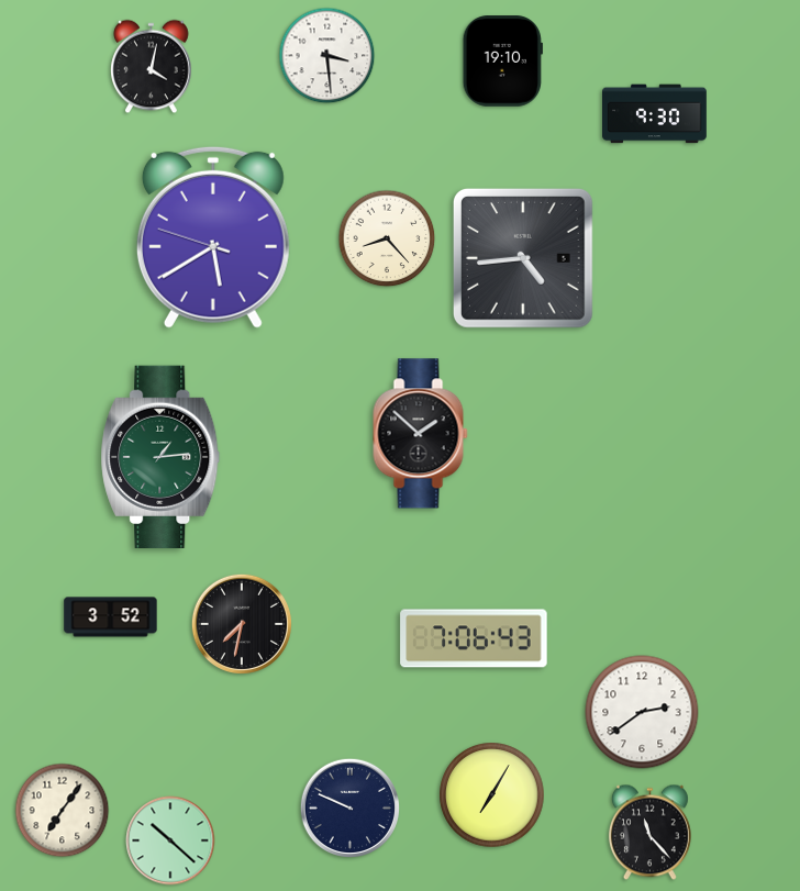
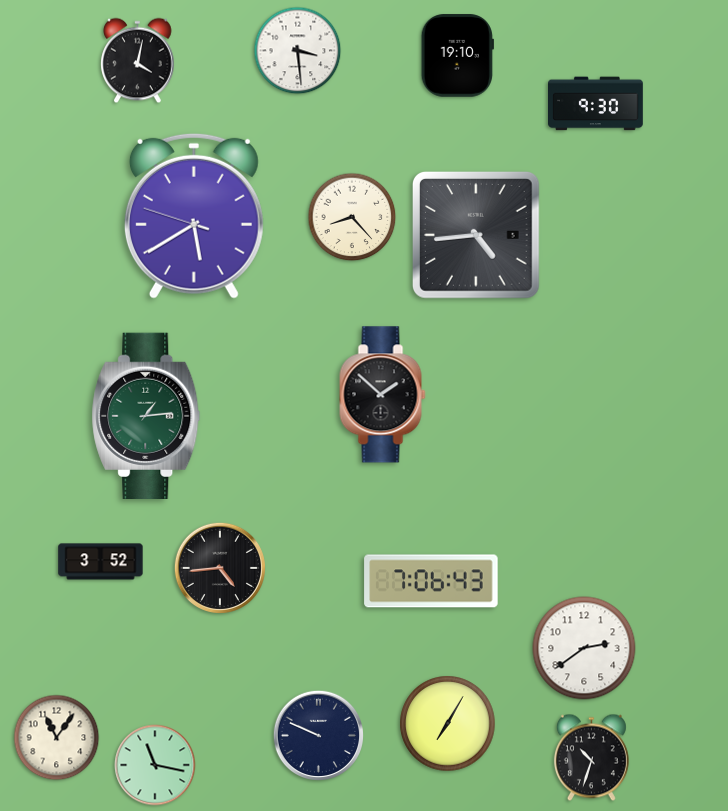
clock at (242, 624): 7:32 -> 4:44
clock at (63, 811): 7:06 -> 11:06
clock at (649, 833): 11:23 -> 10:33
clock at (170, 840): 10:22 -> 11:17
